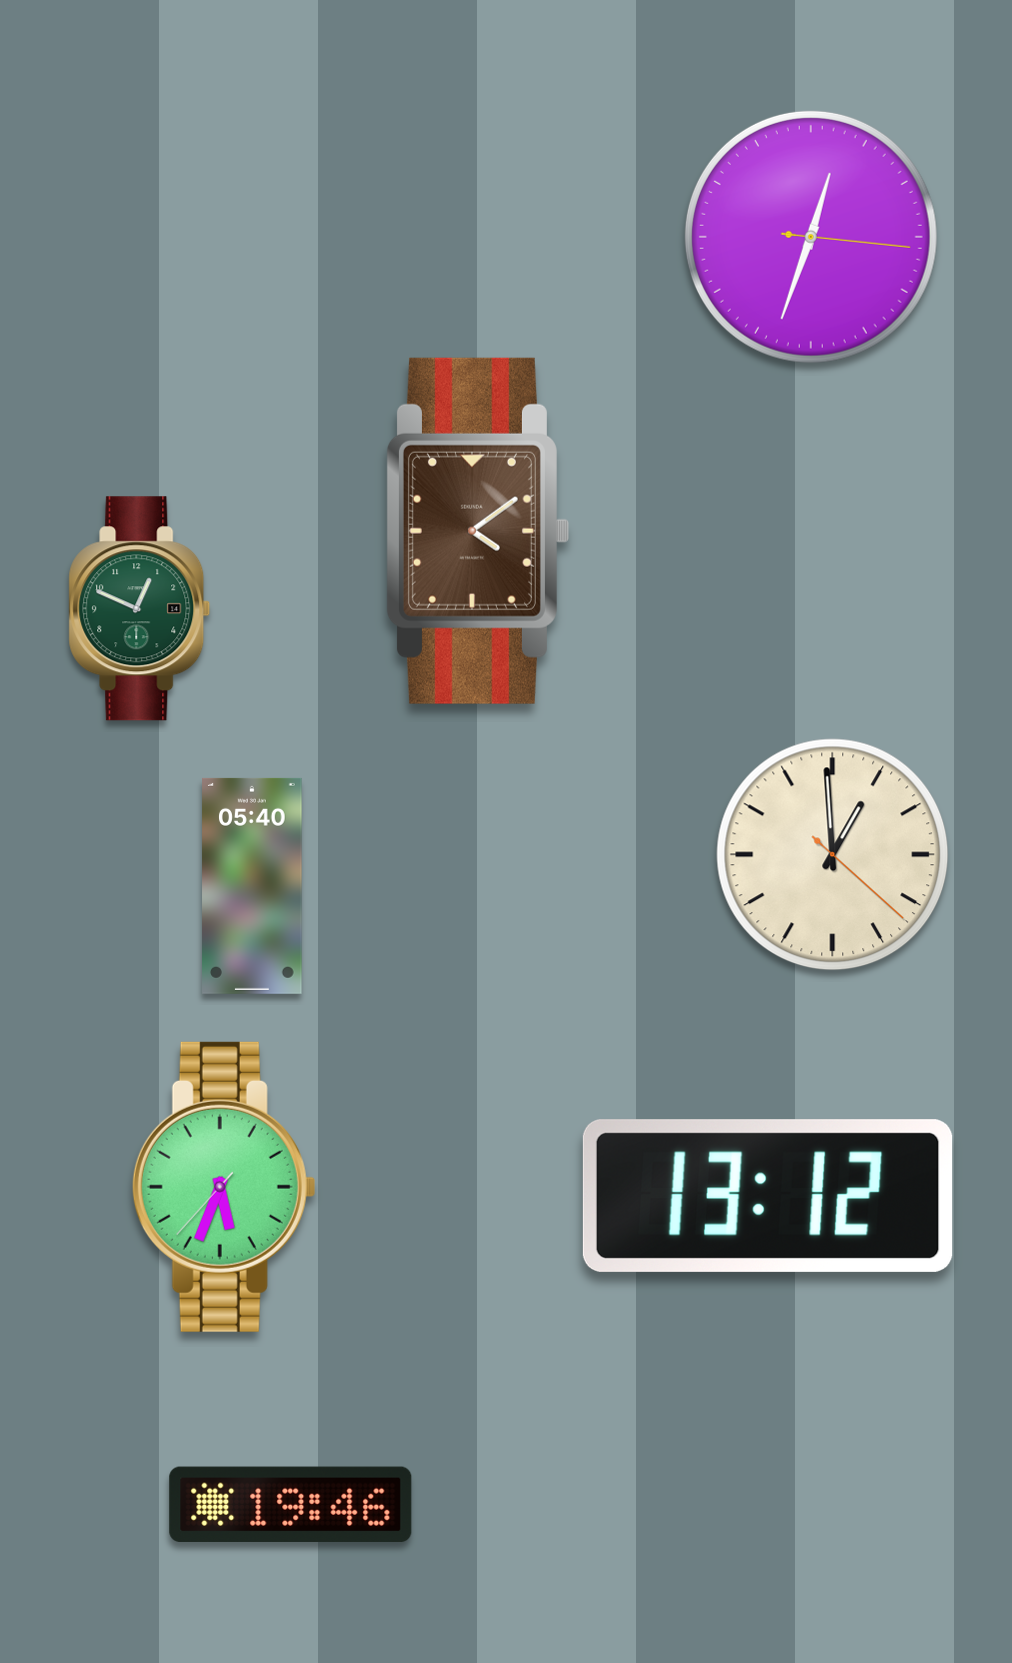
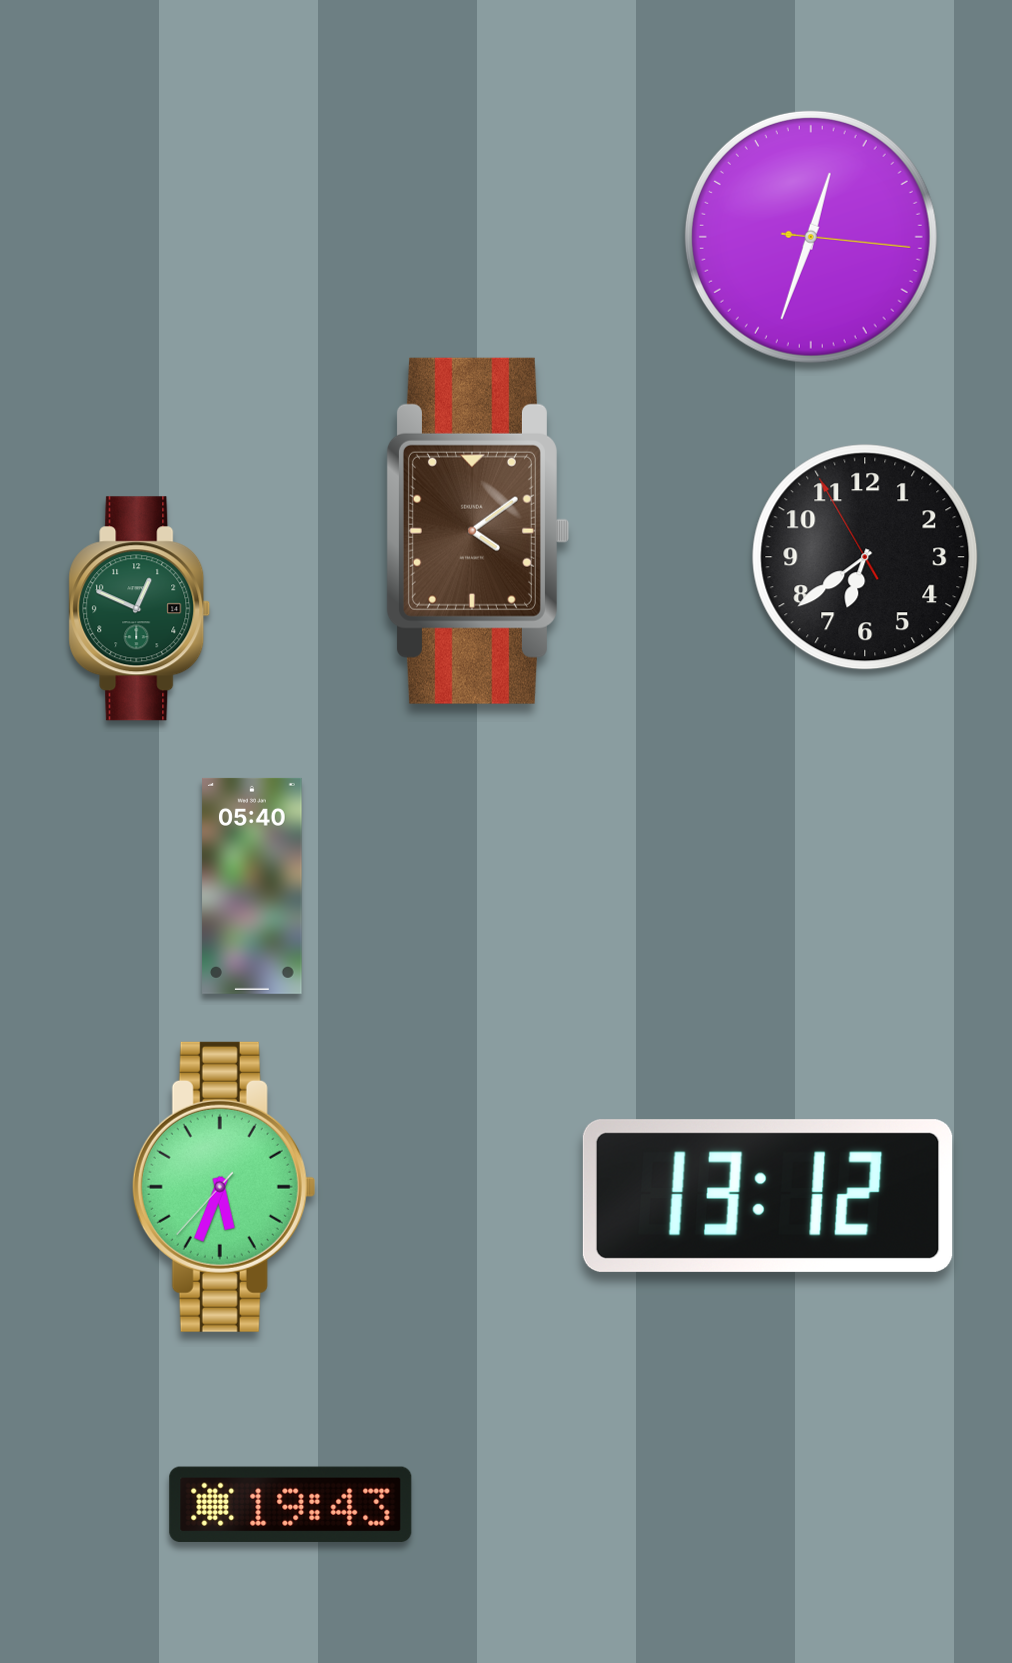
clock at (865, 557): none -> 6:38
clock at (833, 855): 12:59 -> none
clock at (291, 1504): 19:46 -> 19:43
